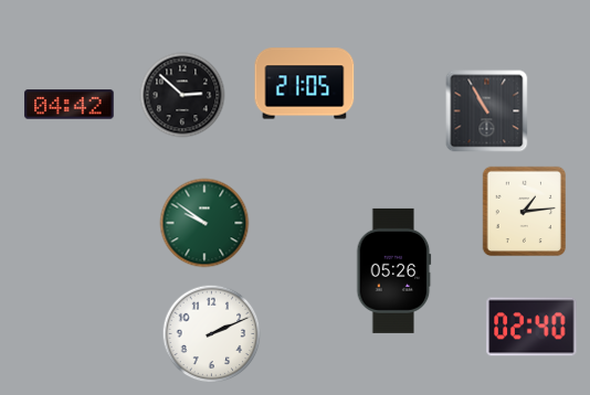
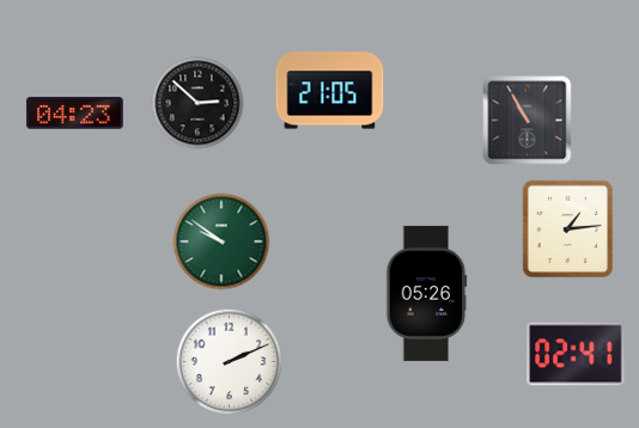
clock at (70, 105): 04:42 -> 04:23
clock at (531, 327): 02:40 -> 02:41
